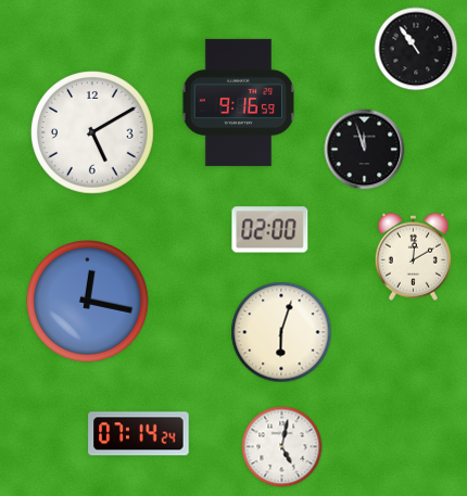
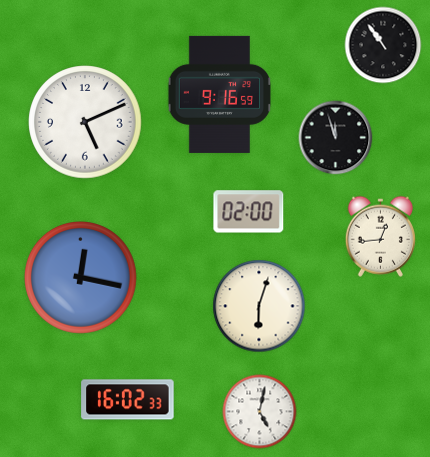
clock at (92, 132): 5:10 -> 5:11
clock at (413, 256): 12:10 -> 12:44
clock at (139, 434): 07:14 -> 16:02
